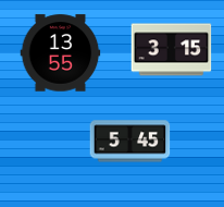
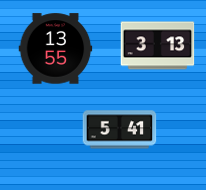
clock at (172, 50): 3:15 -> 3:13
clock at (130, 142): 5:45 -> 5:41
